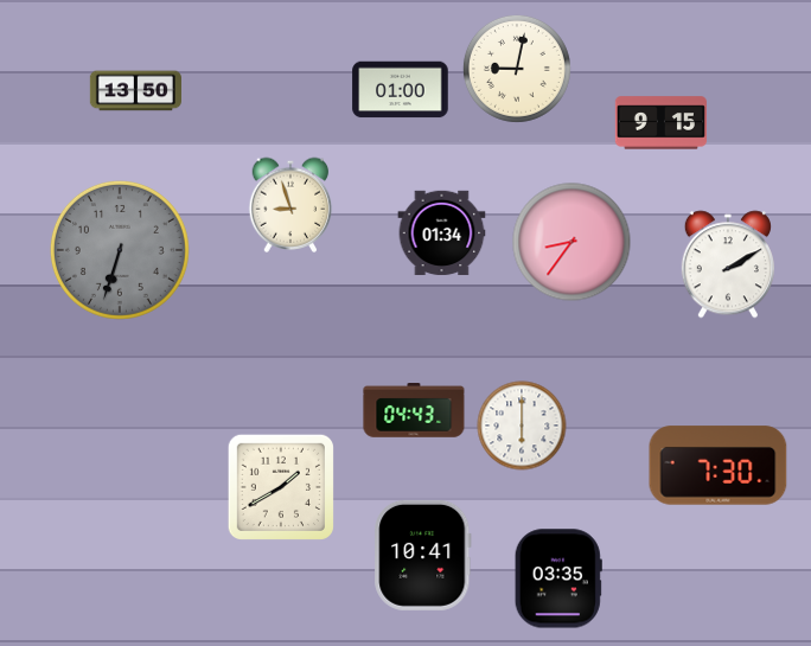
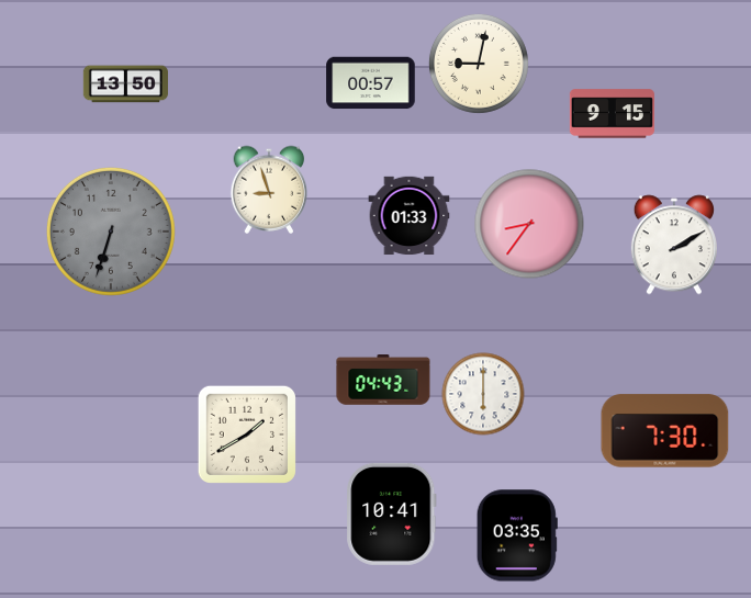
clock at (401, 90): 01:00 -> 00:57
clock at (442, 234): 01:34 -> 01:33
clock at (281, 487) position: (281, 487) -> (247, 435)
